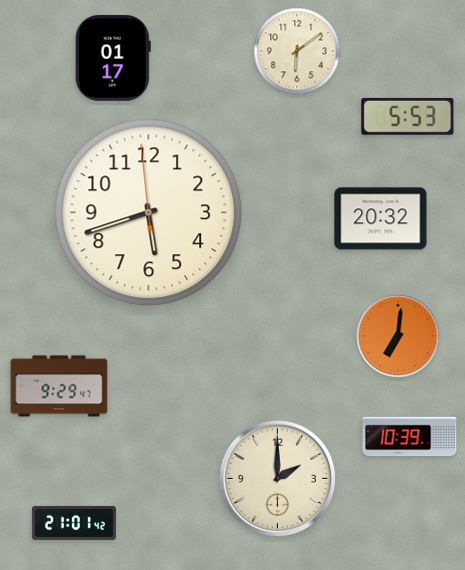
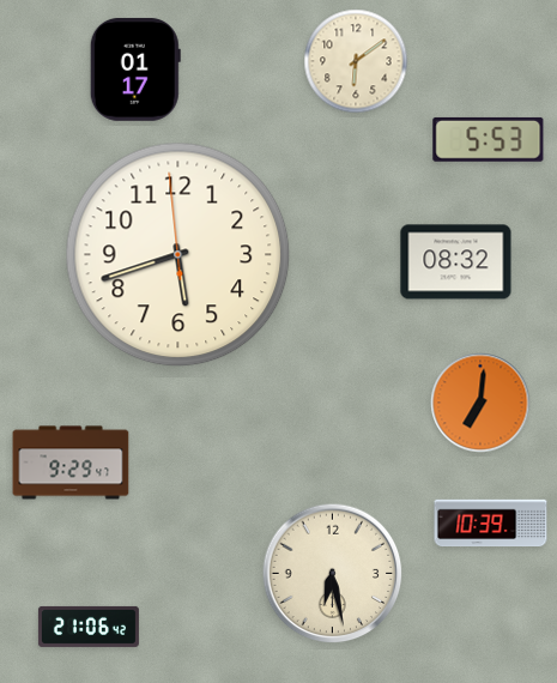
clock at (381, 219): 20:32 -> 08:32
clock at (398, 336) position: (398, 336) -> (480, 403)
clock at (278, 479): 2:00 -> 6:28
clock at (74, 523): 21:01 -> 21:06
